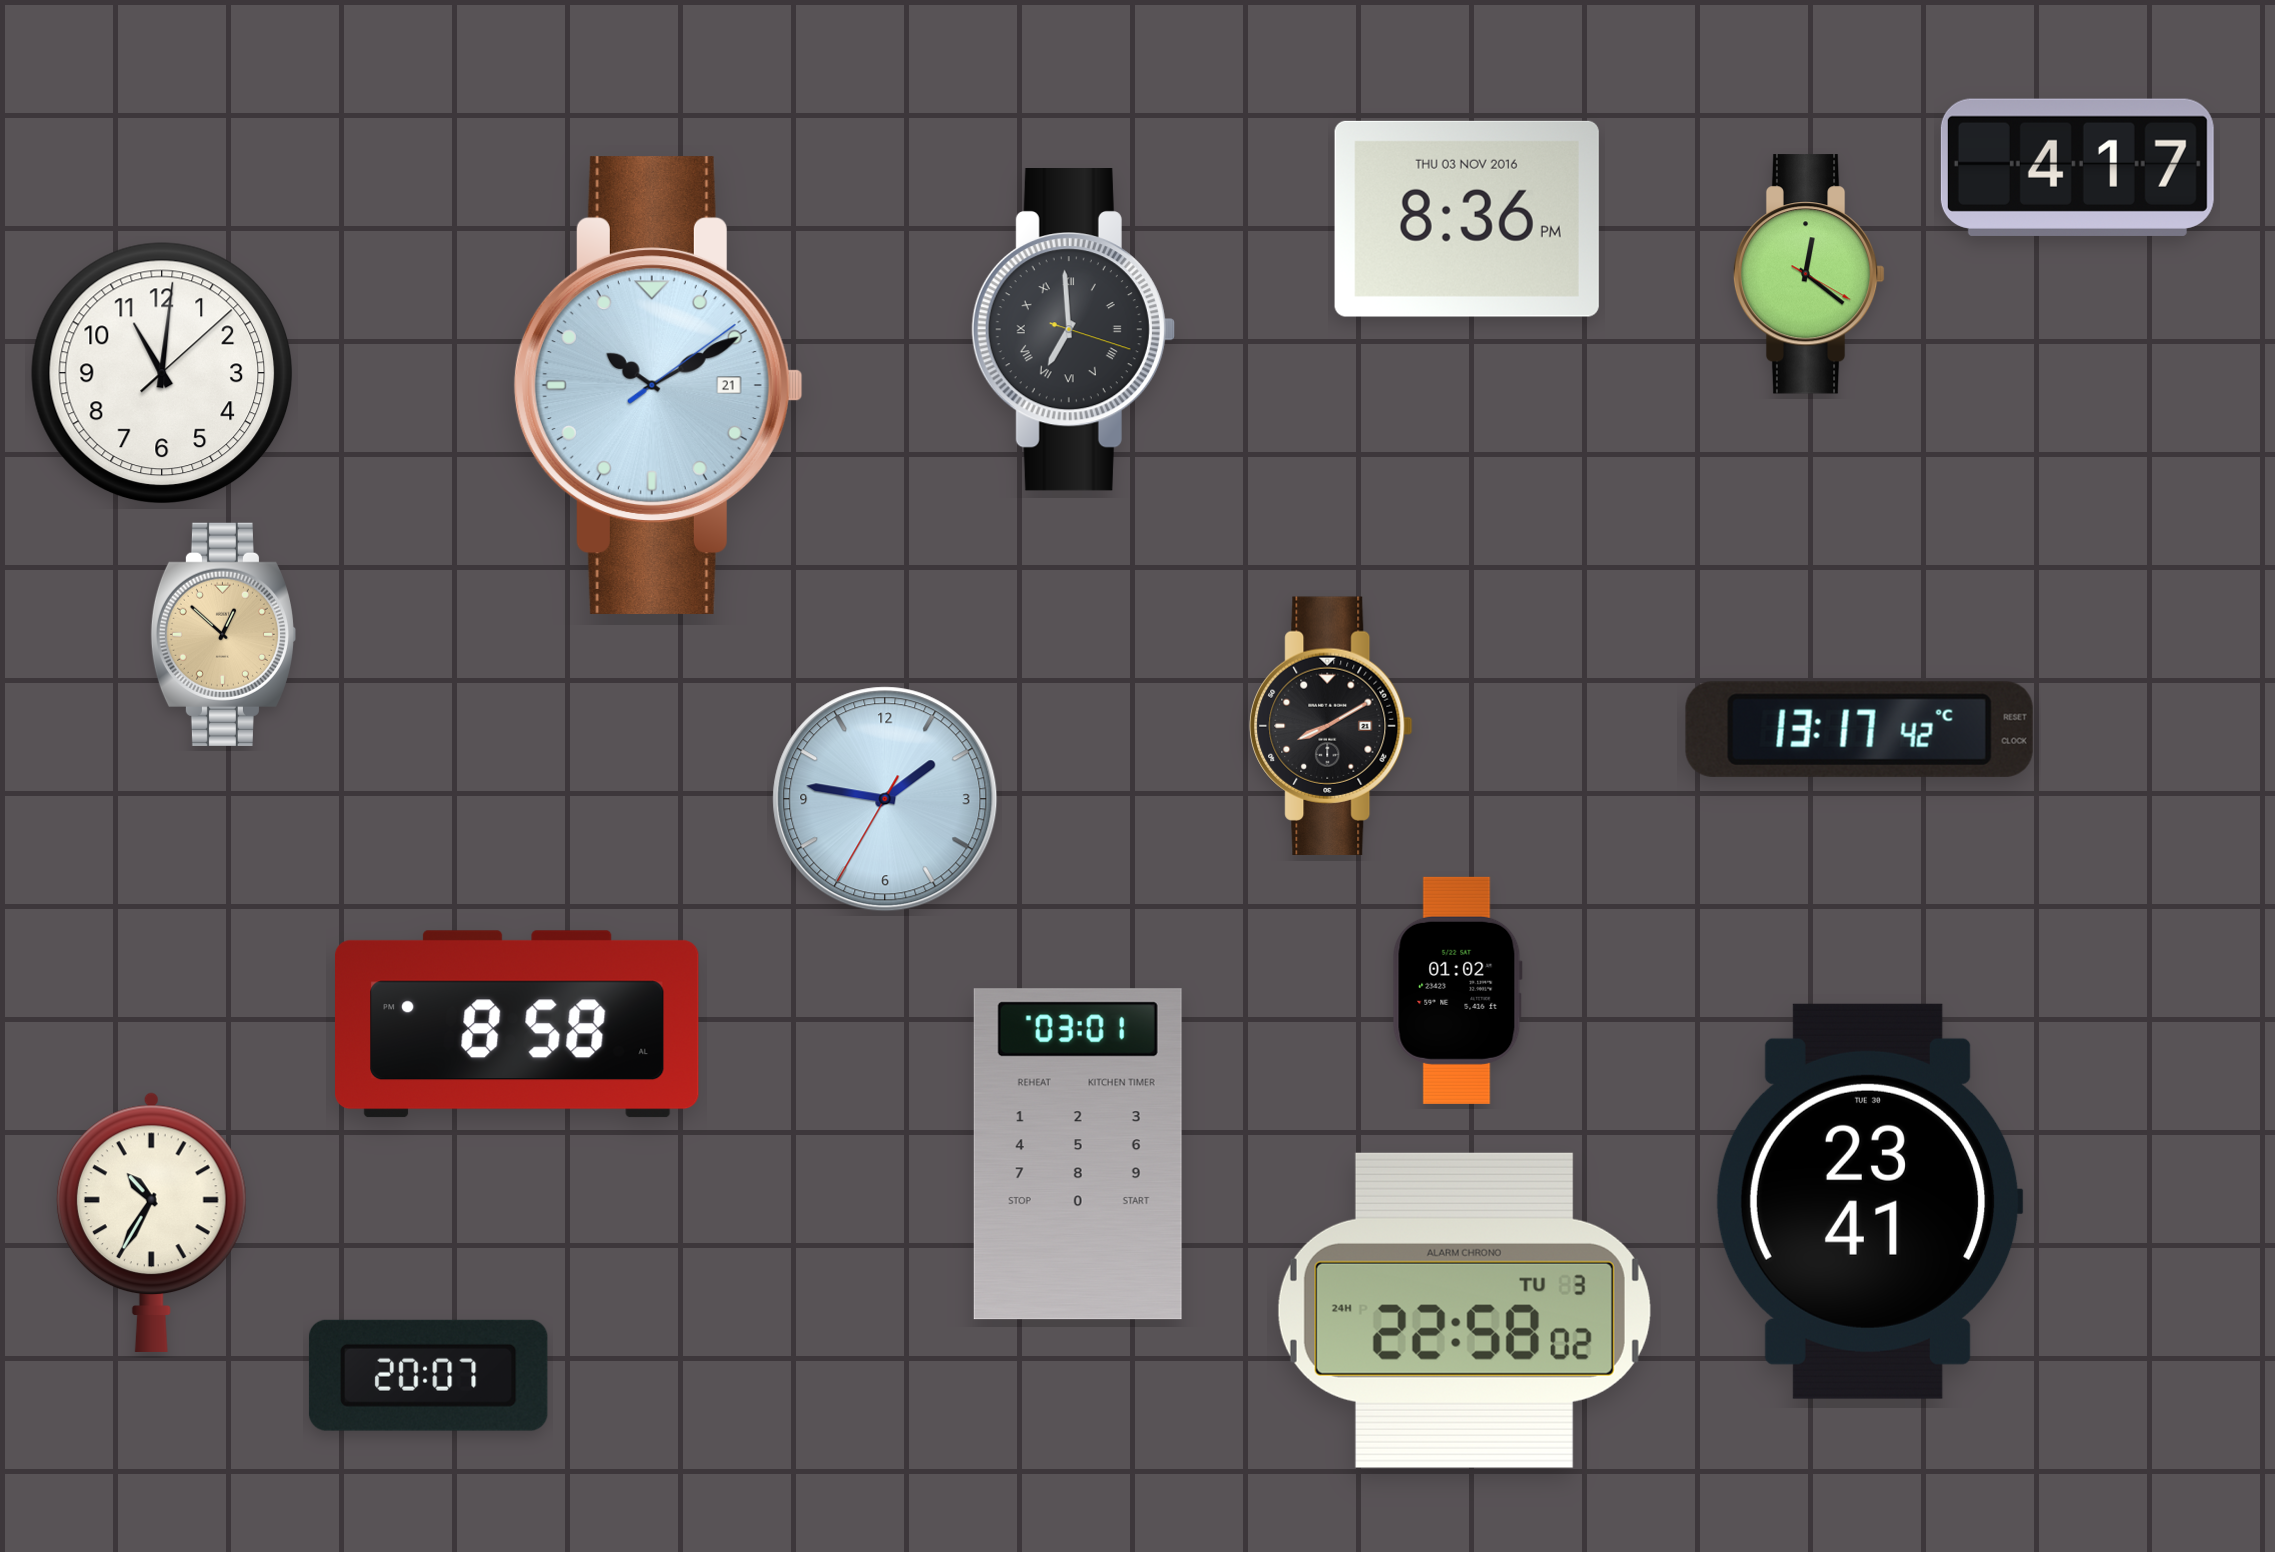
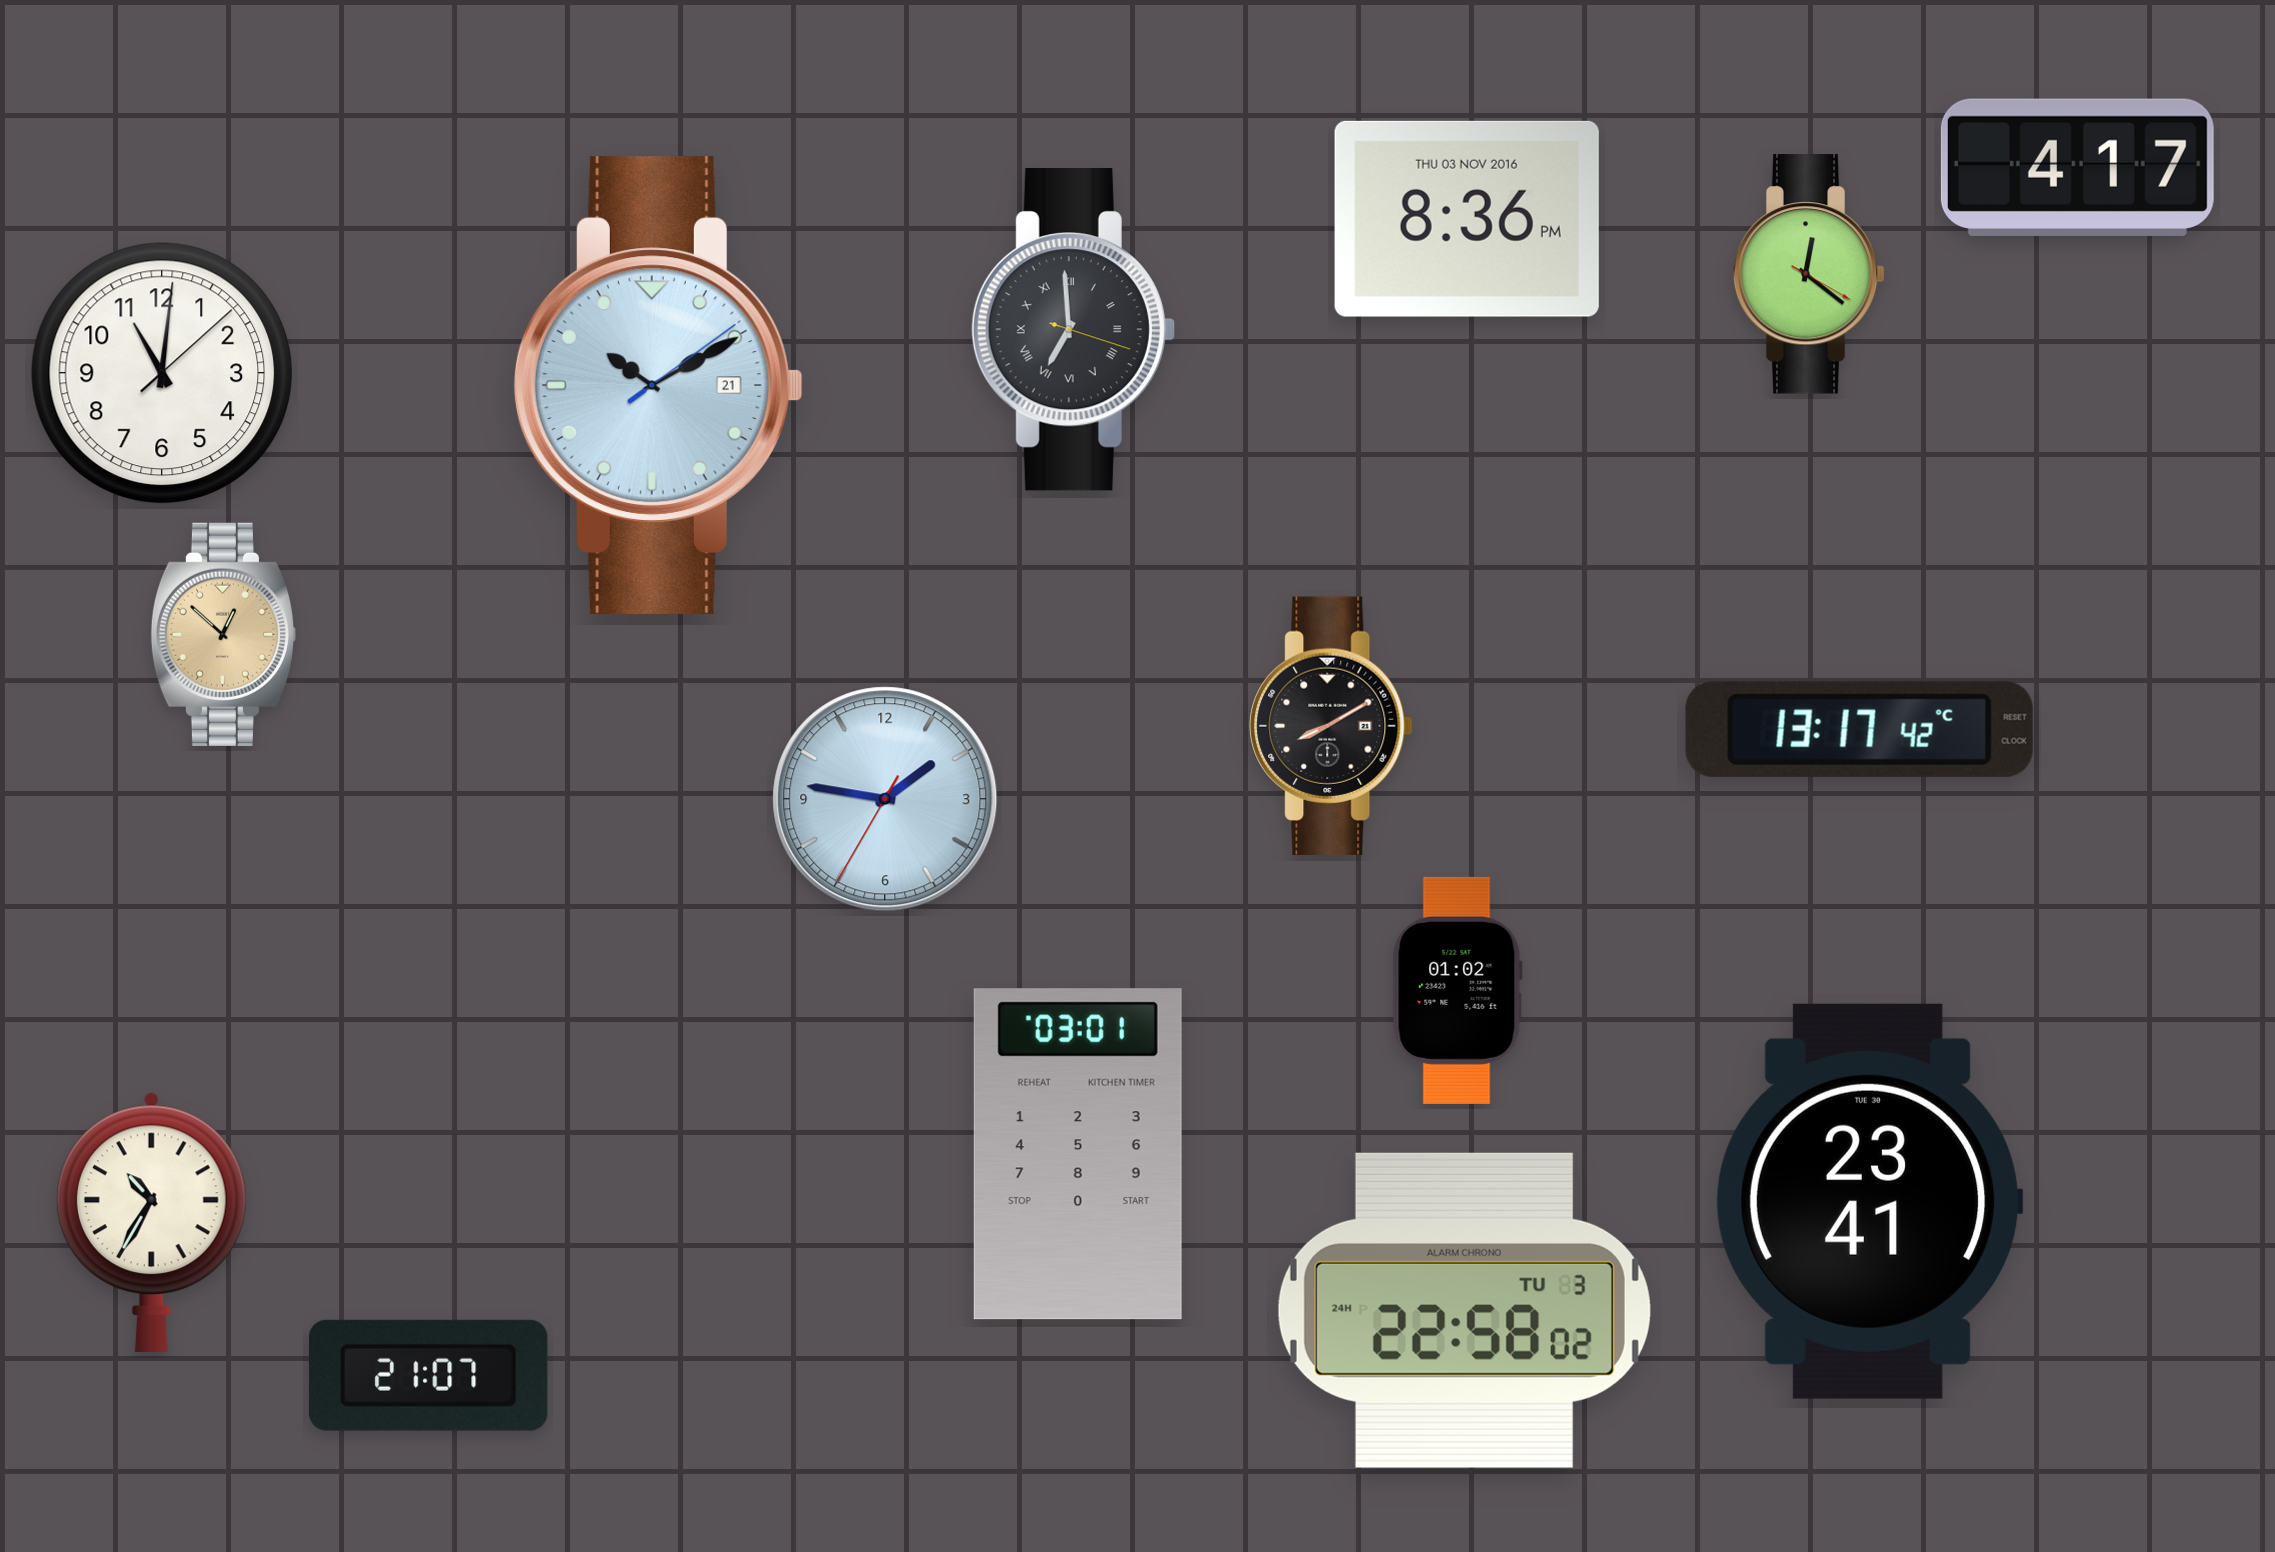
clock at (518, 1024): 8:58 -> none
clock at (428, 1375): 20:07 -> 21:07
